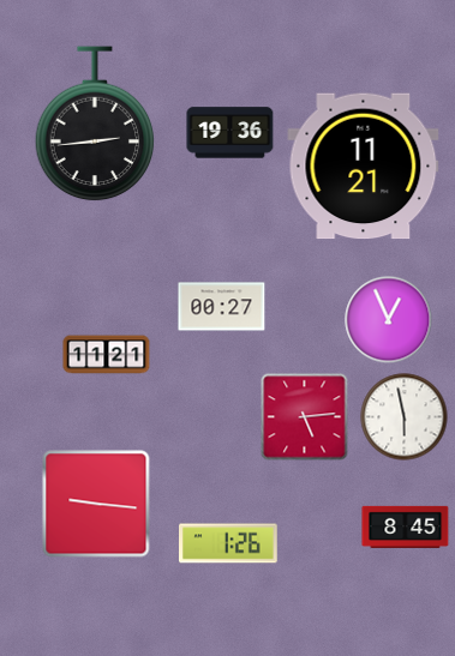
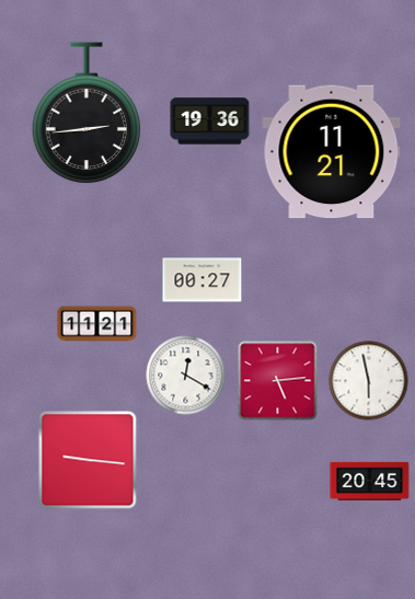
clock at (389, 320): 12:56 -> none
clock at (186, 376): none -> 12:20
clock at (406, 526): 8:45 -> 20:45
clock at (229, 543): 1:26 -> none
